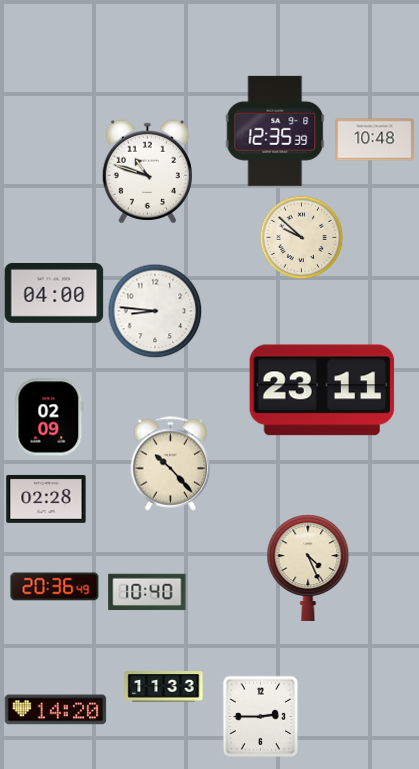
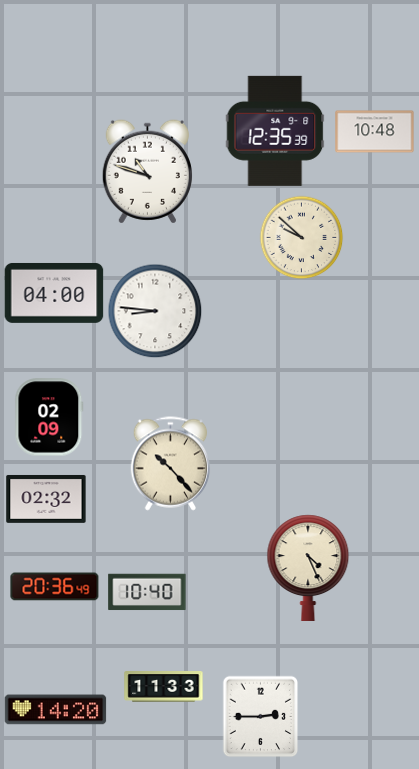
clock at (375, 140) position: (375, 140) -> (375, 132)
clock at (322, 390): 23:11 -> none
clock at (46, 499): 02:28 -> 02:32
